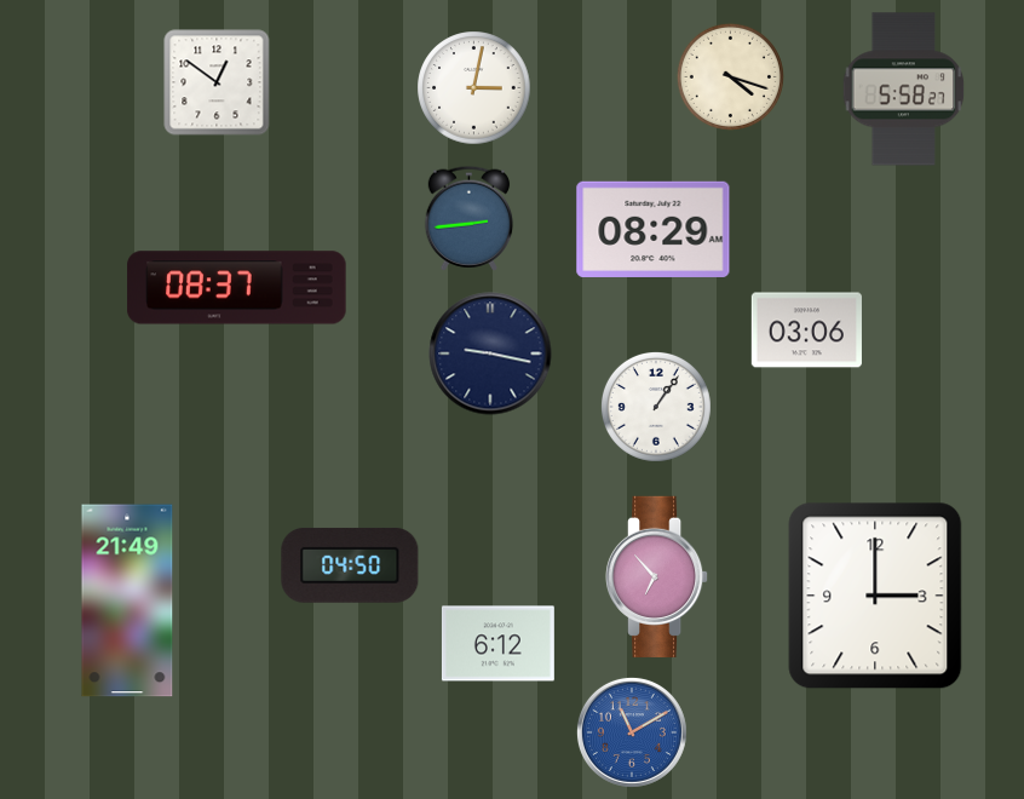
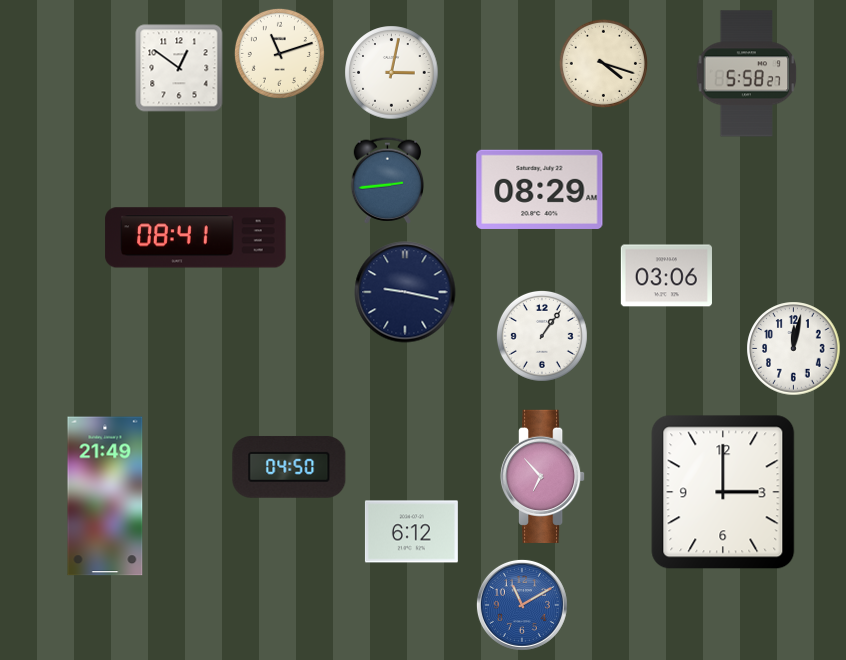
clock at (279, 53): none -> 11:12
clock at (237, 288): 08:37 -> 08:41
clock at (806, 330) position: (806, 330) -> (666, 276)
clock at (794, 349): none -> 12:02
